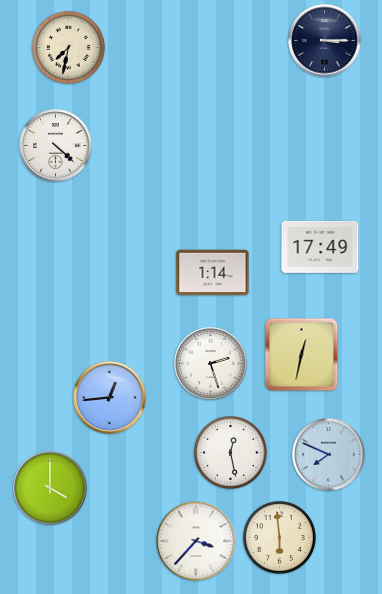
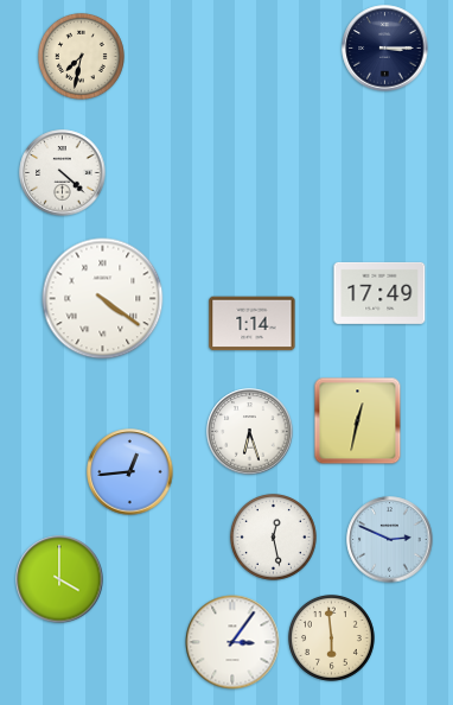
clock at (56, 146) position: (56, 146) -> (63, 173)
clock at (103, 299): none -> 4:21
clock at (211, 364): 2:27 -> 6:27
clock at (329, 455): 7:49 -> 2:49
clock at (196, 541): 3:37 -> 3:06
